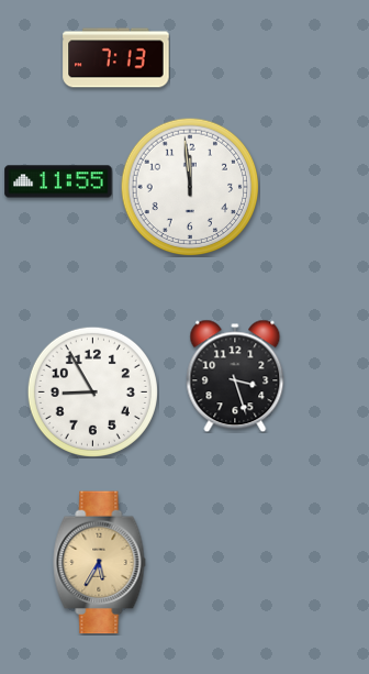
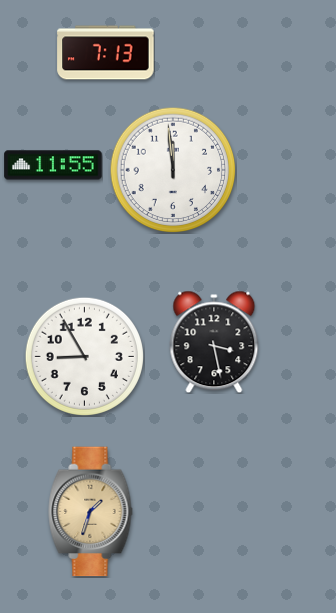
clock at (235, 376): 3:27 -> 3:28
clock at (100, 563): 5:35 -> 1:33
